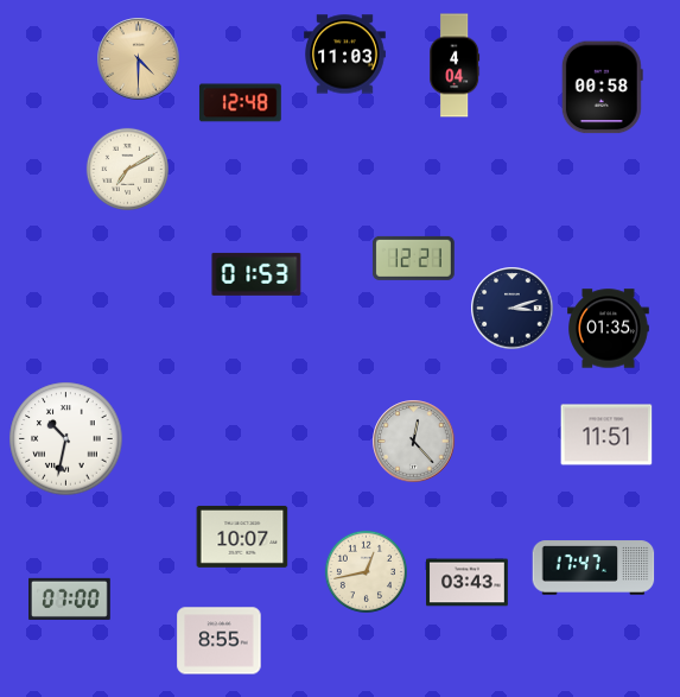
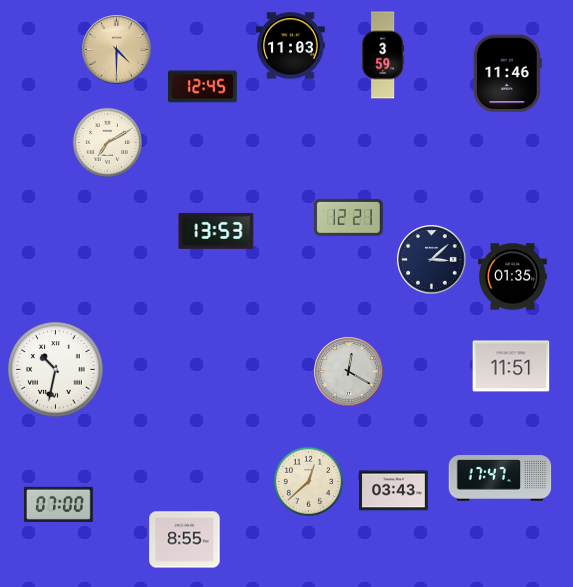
clock at (455, 65): 4:04 -> 3:59
clock at (602, 88): 00:58 -> 11:46
clock at (240, 103): 12:48 -> 12:45
clock at (256, 274): 01:53 -> 13:53
clock at (513, 309): 3:12 -> 3:08
clock at (414, 442): 12:23 -> 12:20
clock at (242, 537): 10:07 -> none
clock at (366, 571): 12:43 -> 12:38
